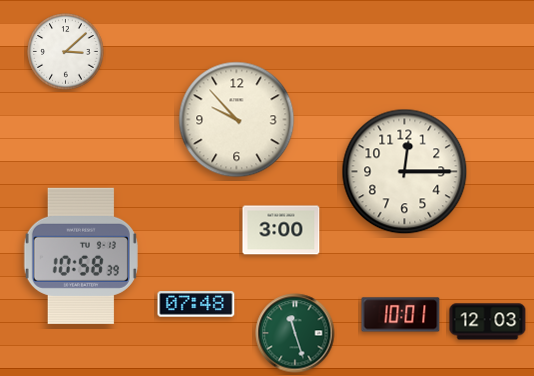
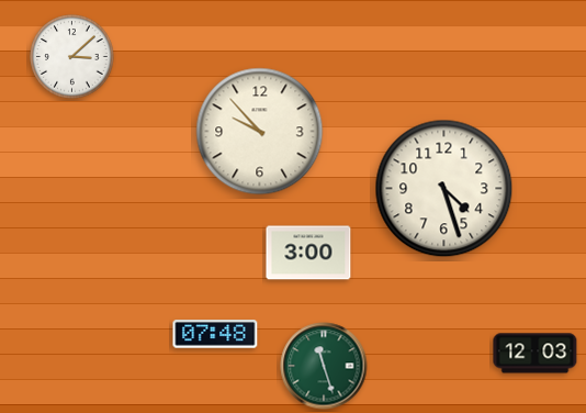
clock at (405, 172): 12:15 -> 4:27
clock at (81, 256): 10:58 -> none
clock at (401, 315): 10:01 -> none
